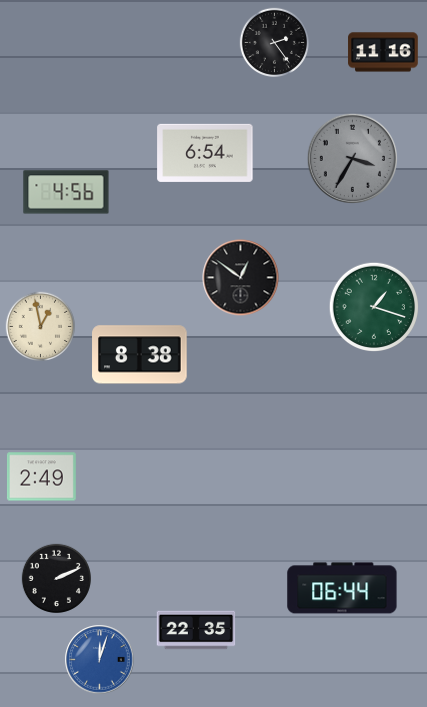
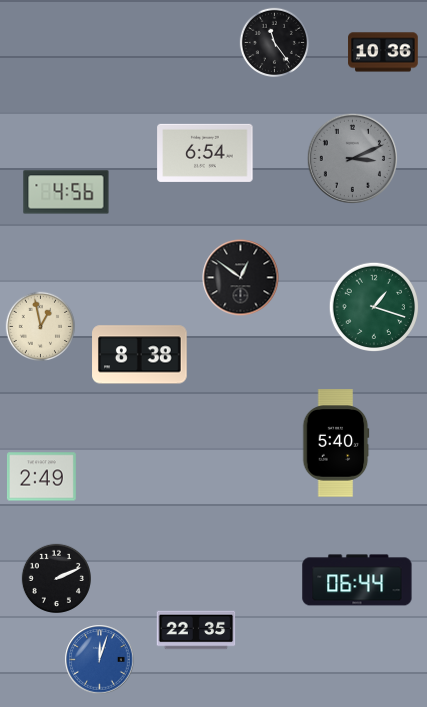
clock at (274, 42): 2:24 -> 11:24
clock at (383, 52): 11:16 -> 10:36
clock at (352, 158): 3:35 -> 3:11
clock at (336, 443): none -> 5:40
clock at (342, 588) position: (342, 588) -> (357, 580)
